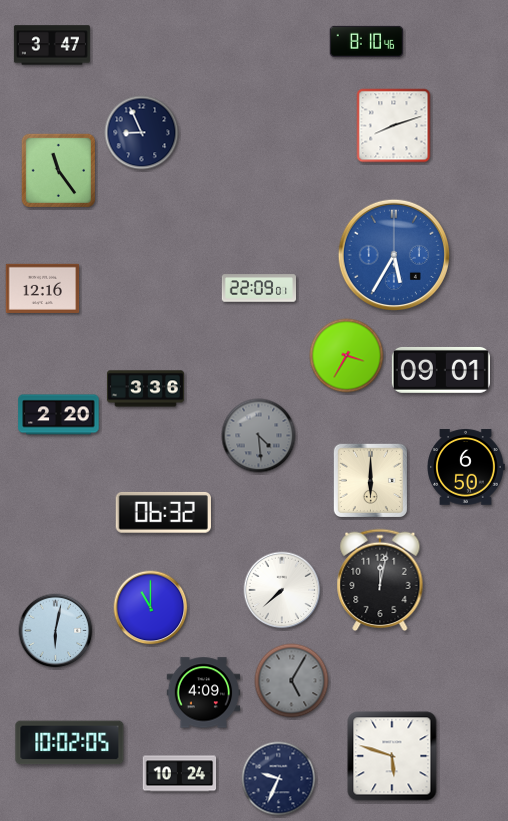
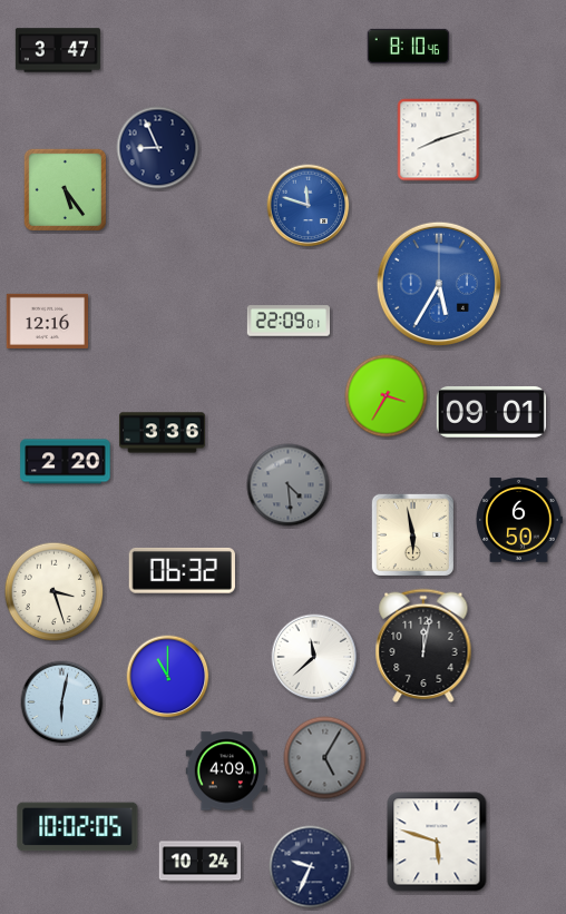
clock at (58, 170): 11:24 -> 5:24
clock at (309, 206): none -> 11:48
clock at (370, 480): 6:00 -> 5:58
clock at (55, 592): none -> 3:27
clock at (282, 590): 7:38 -> 11:38
